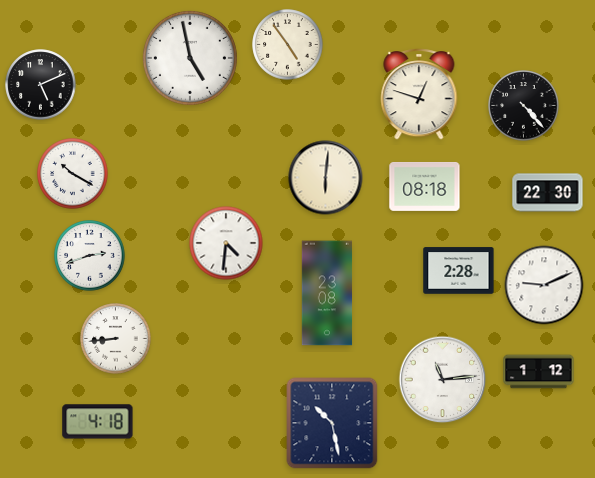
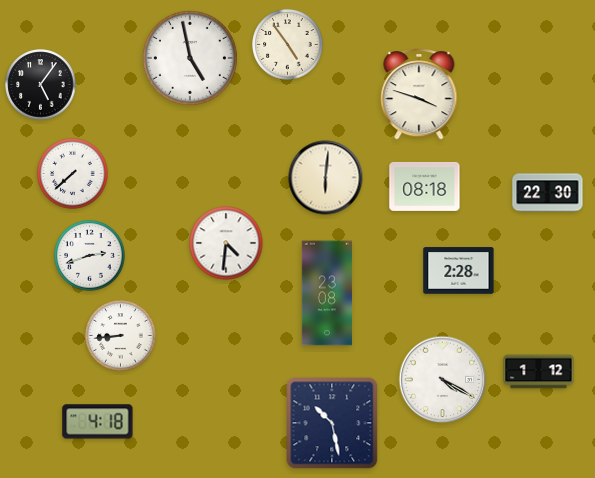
clock at (41, 85): 5:11 -> 5:06
clock at (419, 94): 12:48 -> 3:48
clock at (524, 106): 4:23 -> none
clock at (73, 174): 10:20 -> 7:38
clock at (544, 285): 9:11 -> none
clock at (116, 339) position: (116, 339) -> (121, 336)
clock at (443, 380): 11:14 -> 4:20
